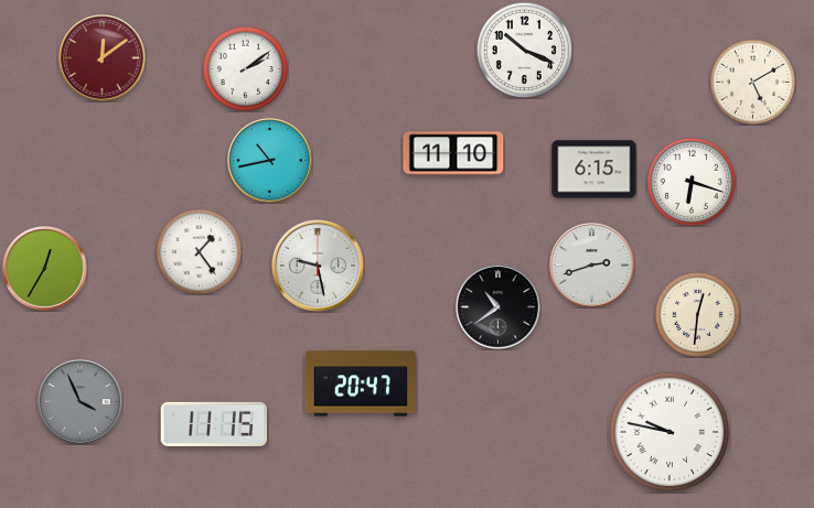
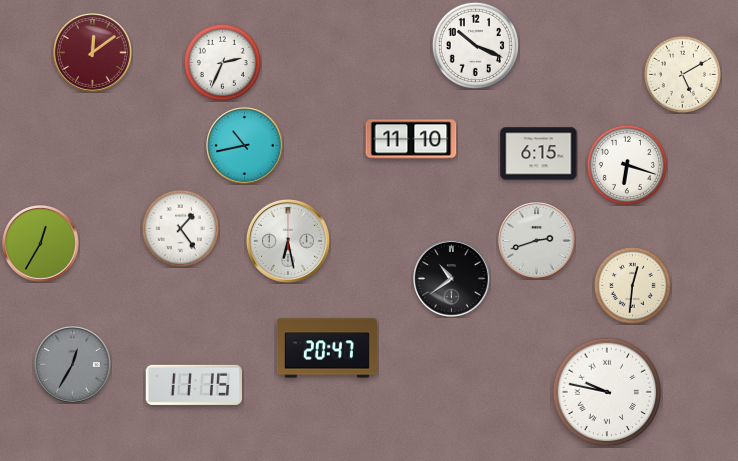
clock at (245, 68): 2:09 -> 2:34
clock at (318, 266): 9:28 -> 6:28
clock at (81, 402): 3:56 -> 12:35
